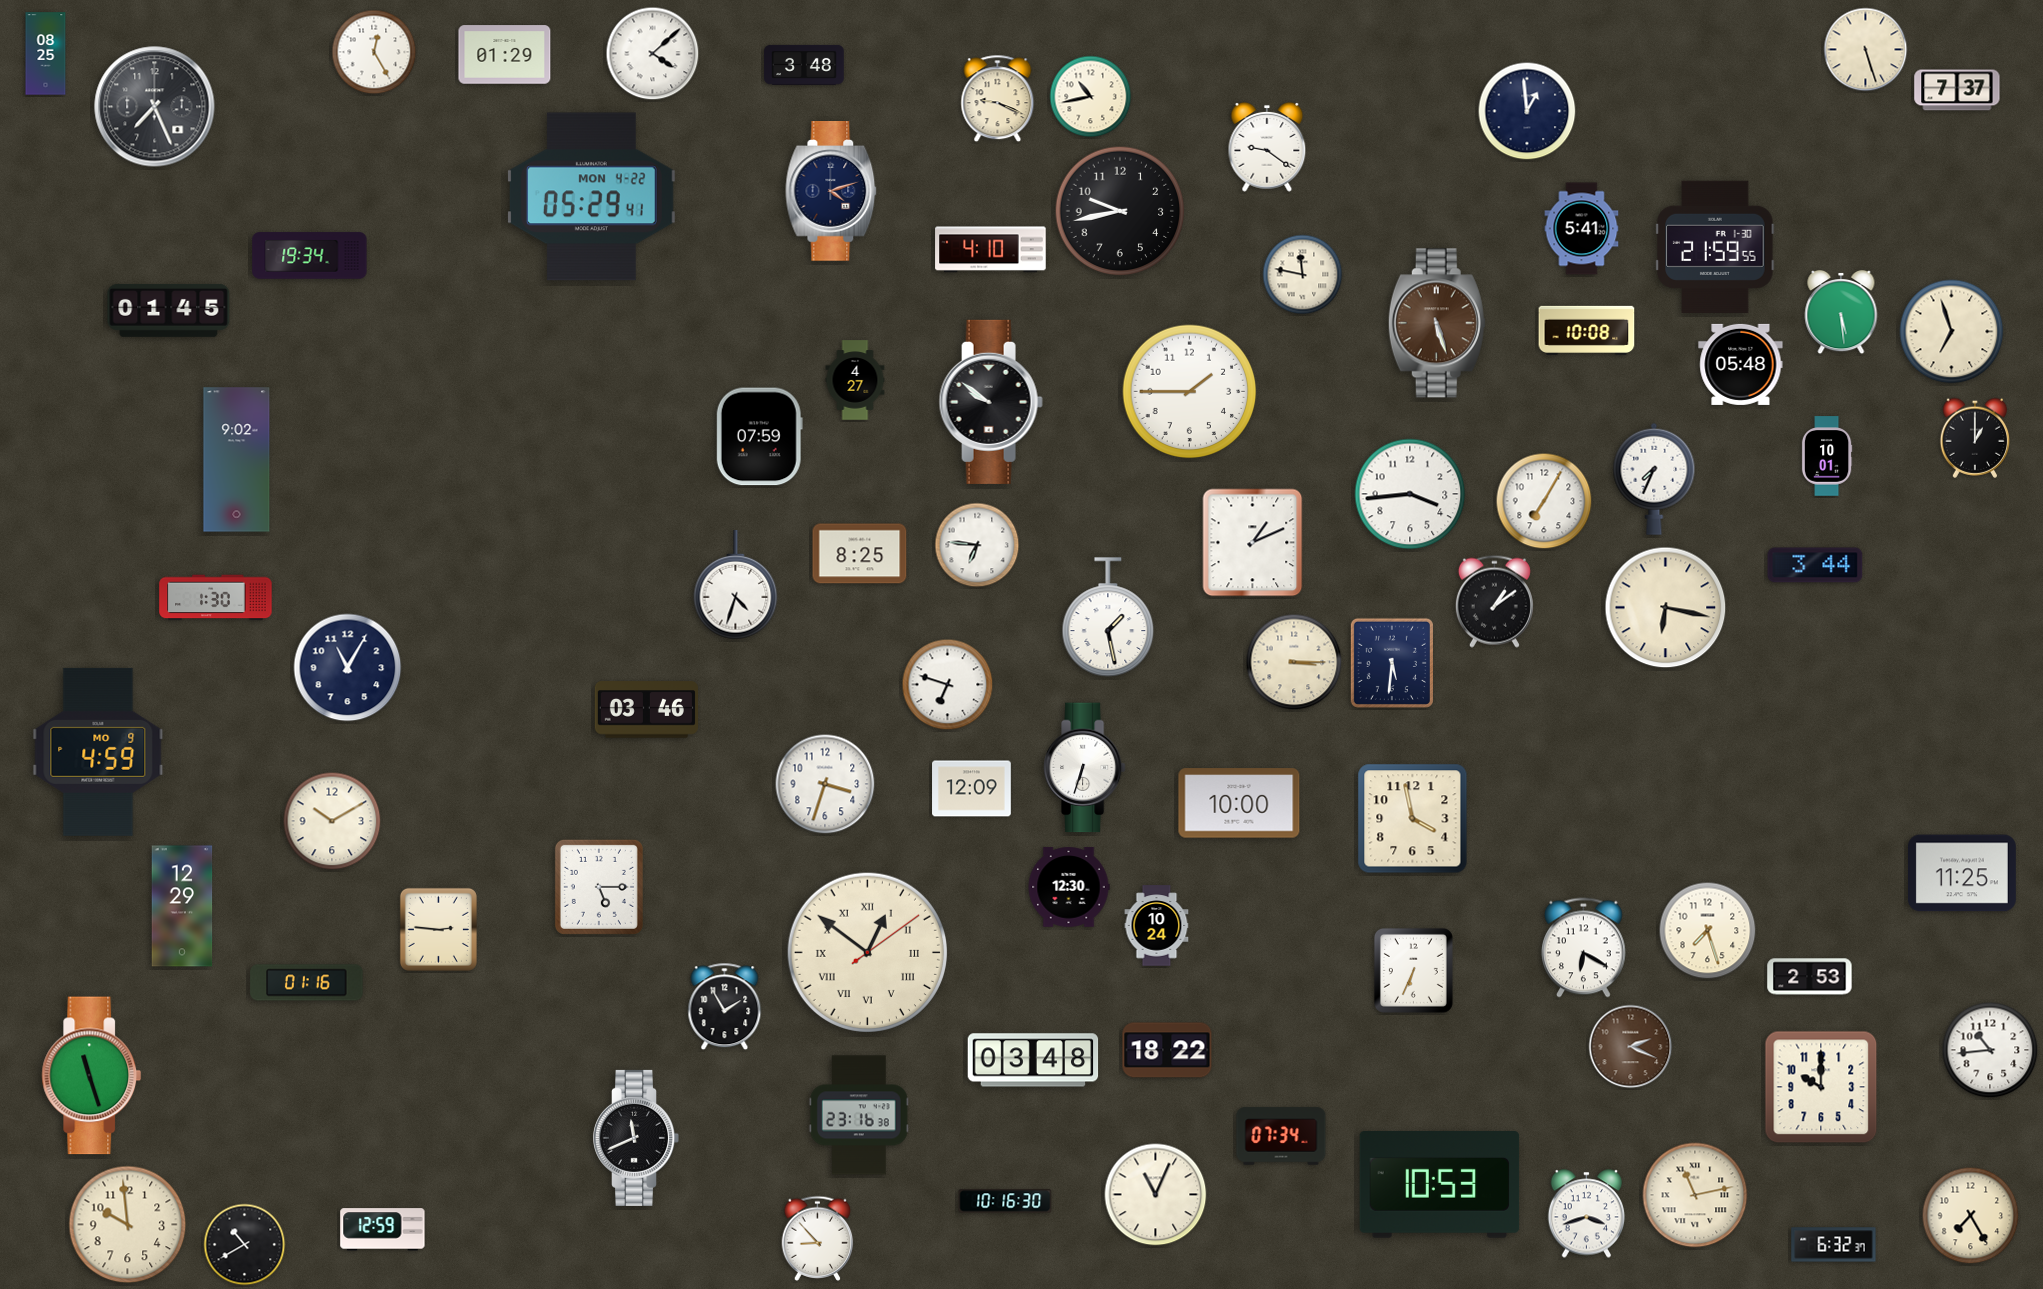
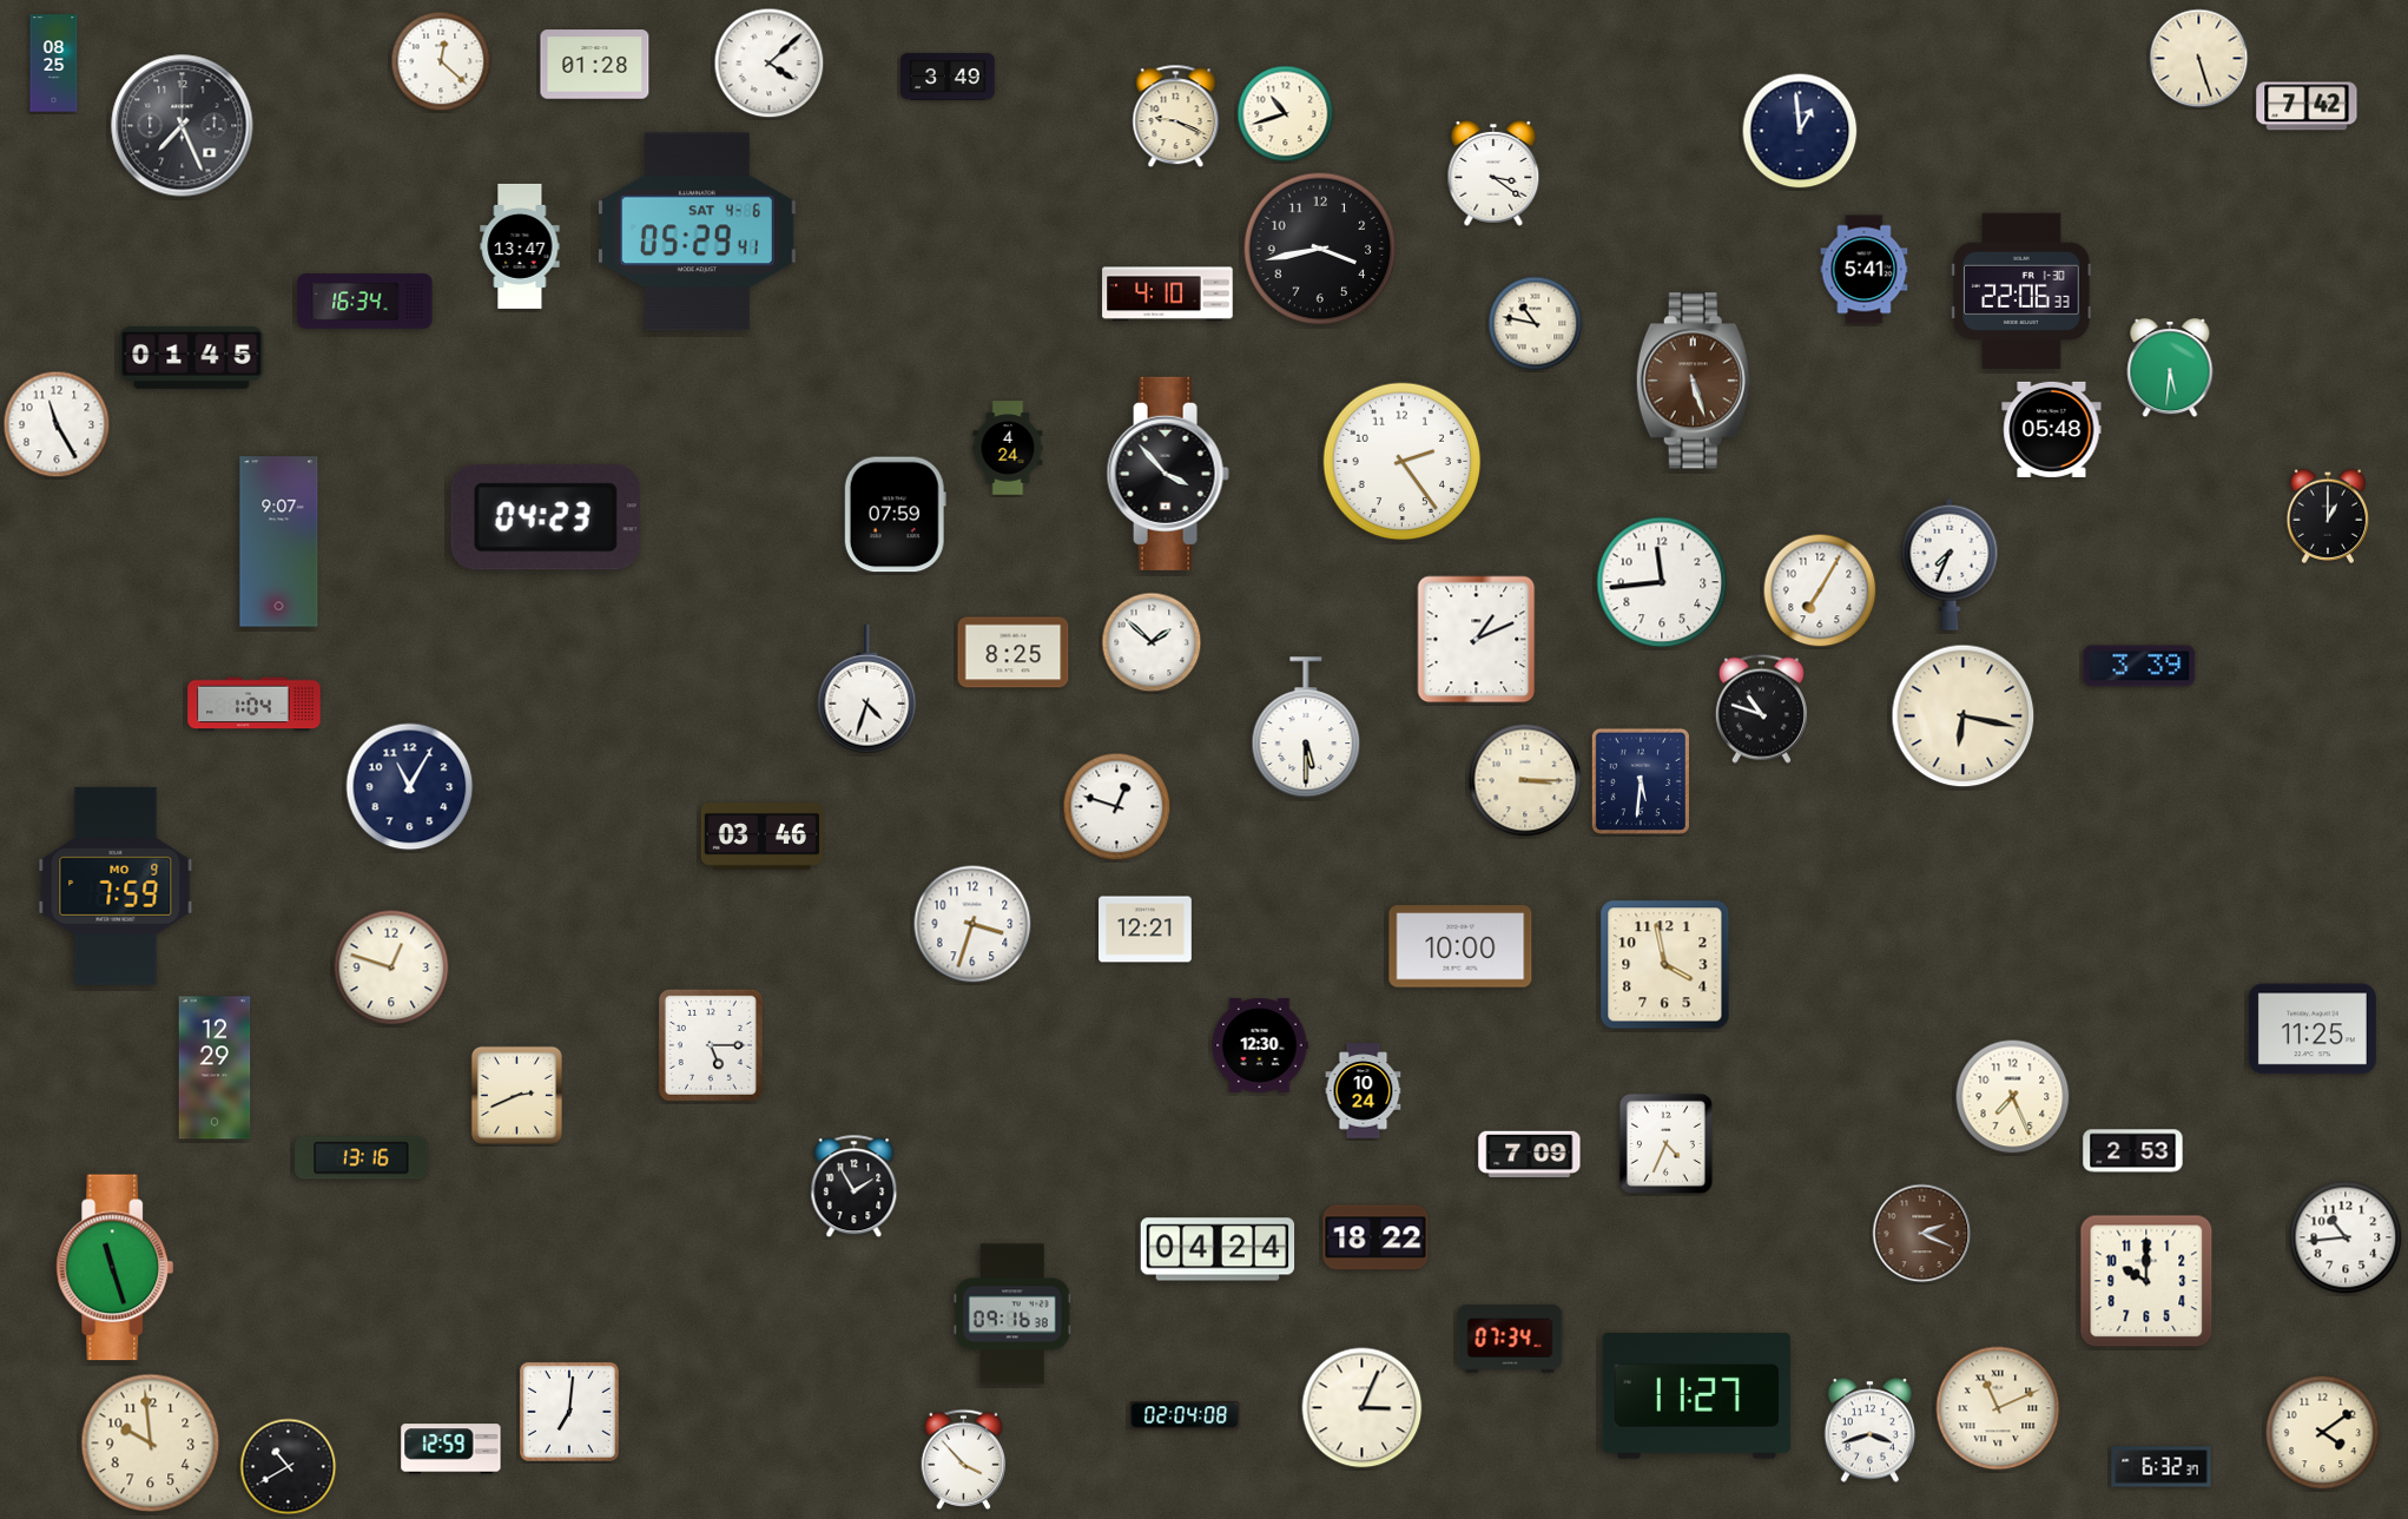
clock at (374, 52): 12:25 -> 12:22
clock at (505, 55): 01:29 -> 01:28
clock at (804, 65): 3:48 -> 3:49
clock at (1957, 90): 7:37 -> 7:42
clock at (1091, 97): 10:43 -> 10:42
clock at (1267, 147): 9:21 -> 3:21
clock at (831, 192): 4:12 -> none
clock at (591, 197) date: MON 4-22 -> SAT 4-6
clock at (520, 246): none -> 13:47
clock at (1120, 211): 9:43 -> 3:43
clock at (1715, 247): 21:59 -> 22:06
clock at (310, 256): 19:34 -> 16:34
clock at (1303, 275): 11:47 -> 10:47
clock at (169, 310) position: (169, 310) -> (192, 357)
clock at (1841, 312): 5:29 -> 5:31
clock at (1587, 330): 10:08 -> none
clock at (1952, 332): 6:57 -> none
clock at (57, 424): none -> 11:25
clock at (855, 380): 4:27 -> 4:24
clock at (1190, 392): 1:45 -> 2:24
clock at (991, 402): 9:51 -> 3:53
clock at (546, 517): none -> 04:23
clock at (1827, 456): 10:01 -> none
clock at (237, 460): 9:02 -> 9:07
clock at (1410, 494): 3:44 -> 11:44
clock at (977, 545): 6:46 -> 1:52
clock at (1815, 565): 3:44 -> 3:39
clock at (216, 598): 1:30 -> 1:04
clock at (1494, 601): 1:09 -> 10:48
clock at (1108, 617): 1:28 -> 5:30
clock at (948, 685): 6:48 -> 12:48
clock at (98, 752): 4:59 -> 7:59
clock at (1084, 768): 6:33 -> none
clock at (972, 789): 12:09 -> 12:21
clock at (332, 821): 10:10 -> 12:48
clock at (599, 887) position: (599, 887) -> (711, 1045)
clock at (438, 929): 2:46 -> 2:41
clock at (1708, 931): 7:27 -> 7:26
clock at (1584, 948): 6:20 -> none
clock at (867, 952): 12:51 -> none
clock at (1413, 970): 6:34 -> 4:34
clock at (1530, 1154): none -> 7:09
clock at (307, 983): 01:16 -> 13:16
clock at (1033, 1060): 03:48 -> 04:24
clock at (92, 1076) position: (92, 1076) -> (116, 1268)
clock at (859, 1115): 23:16 -> 09:16
clock at (636, 1138): 11:41 -> none
clock at (1440, 1185): 10:53 -> 11:27
clock at (1156, 1195): 11:04 -> 3:04
clock at (1695, 1195): 11:13 -> 11:11
clock at (569, 1412): none -> 7:01
clock at (1005, 1201): 10:16 -> 02:04
clock at (1971, 1216): 7:25 -> 4:09
clock at (818, 1238): 8:53 -> 3:53
